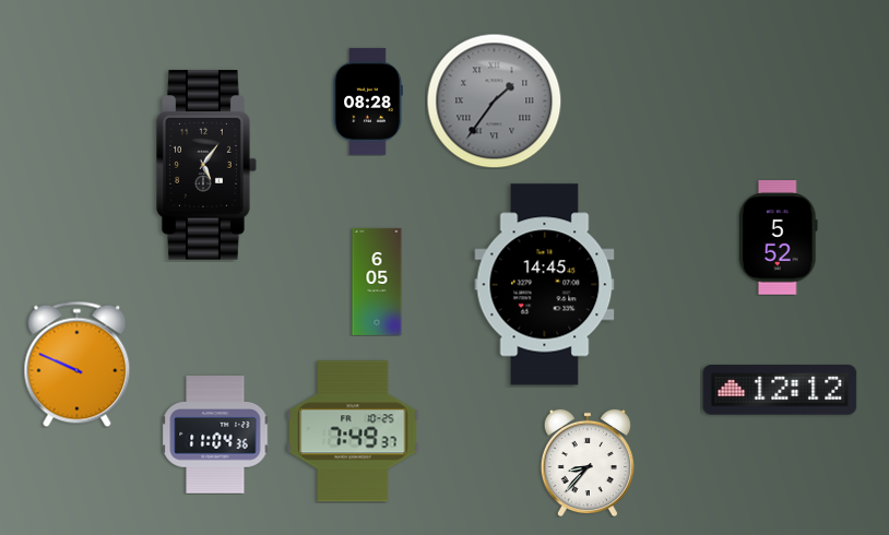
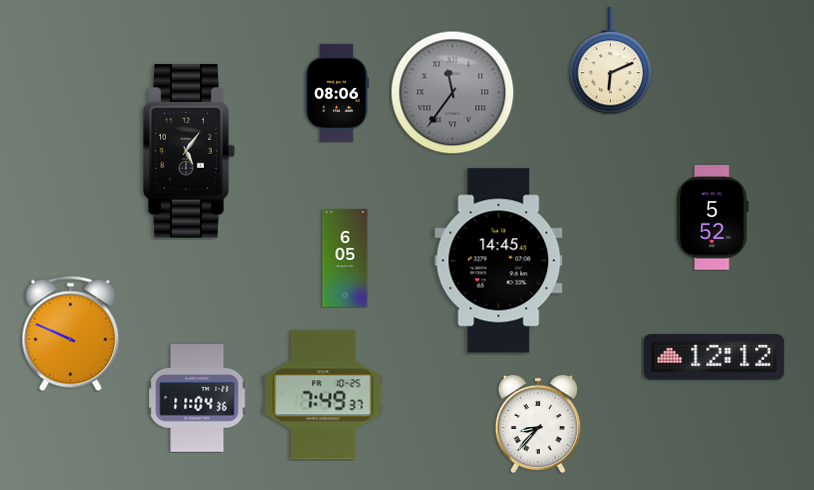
clock at (611, 61): none -> 6:11
clock at (494, 100): 1:36 -> 11:36
clock at (368, 102): 08:28 -> 08:06
